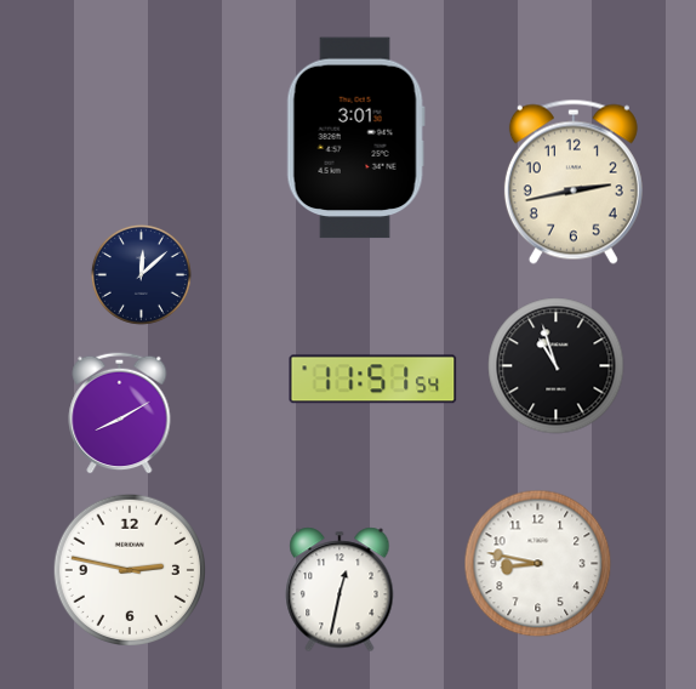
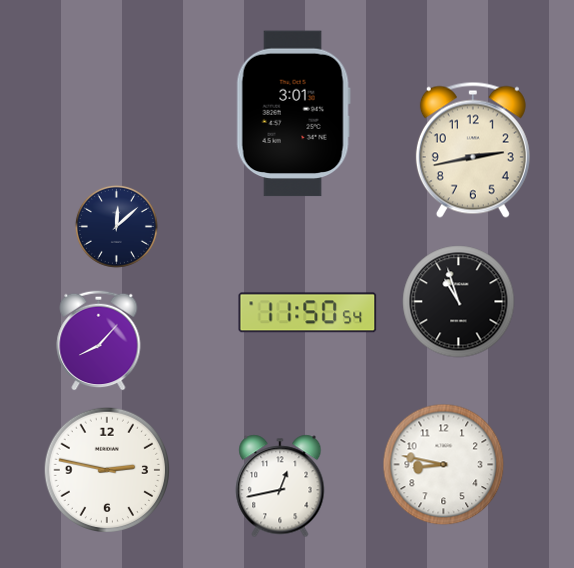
clock at (373, 380): 11:51 -> 11:50
clock at (120, 412): 8:10 -> 8:07
clock at (340, 590): 12:32 -> 12:43
